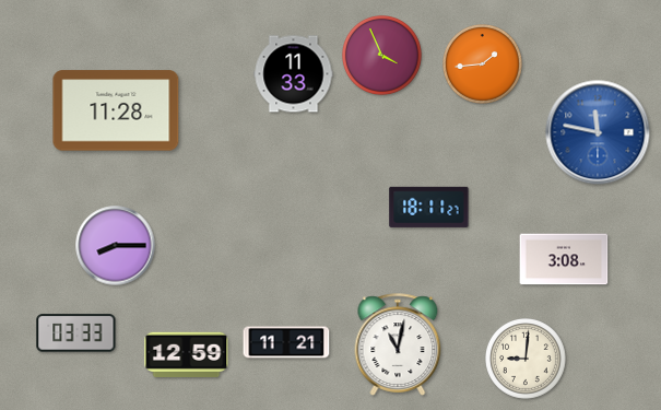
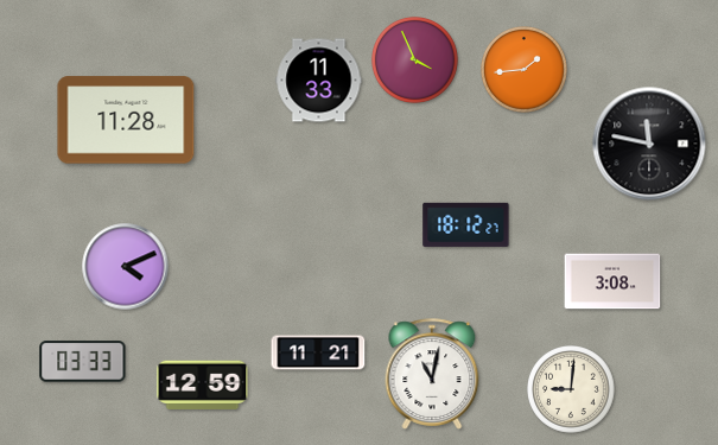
clock at (598, 132) dial: blue -> black
clock at (429, 207): 18:11 -> 18:12
clock at (116, 246): 8:15 -> 4:11
clock at (286, 342) position: (286, 342) -> (318, 352)
